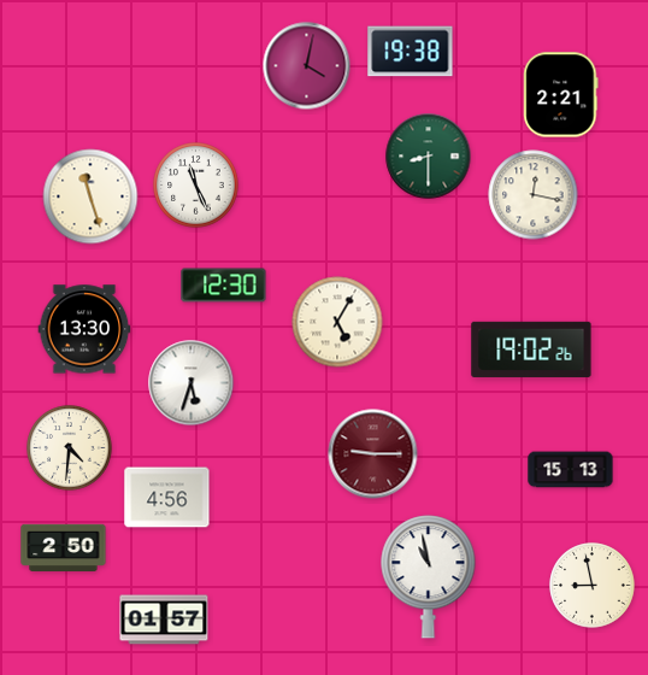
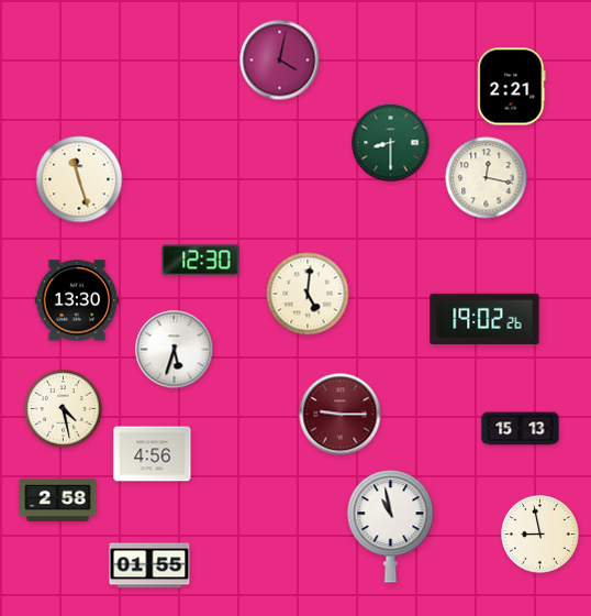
clock at (411, 52): 19:38 -> none
clock at (196, 186): 11:26 -> none
clock at (90, 196) position: (90, 196) -> (79, 179)
clock at (224, 286) position: (224, 286) -> (201, 261)
clock at (337, 322): 5:05 -> 5:01
clock at (70, 448): 4:31 -> 4:28
clock at (64, 547): 2:50 -> 2:58
clock at (164, 620): 01:57 -> 01:55
